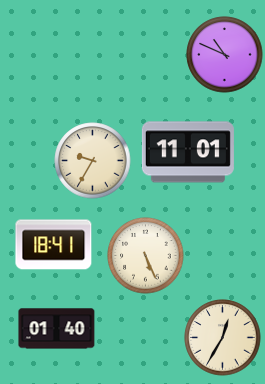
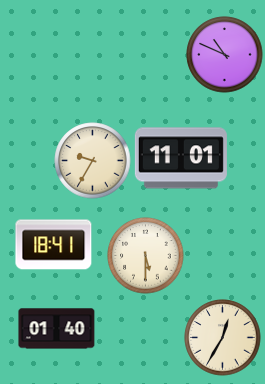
clock at (188, 152) position: (188, 152) -> (181, 158)
clock at (146, 256): 5:26 -> 5:30
